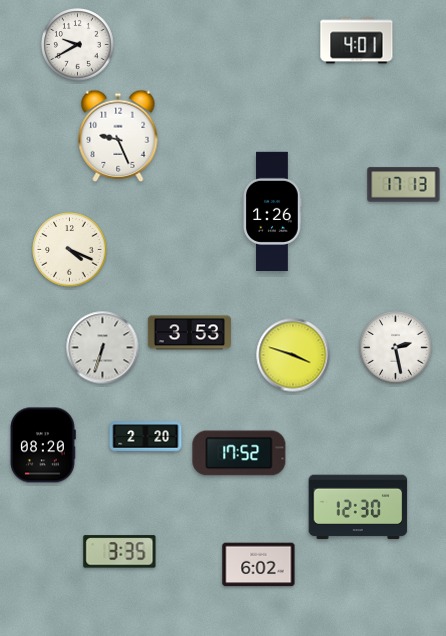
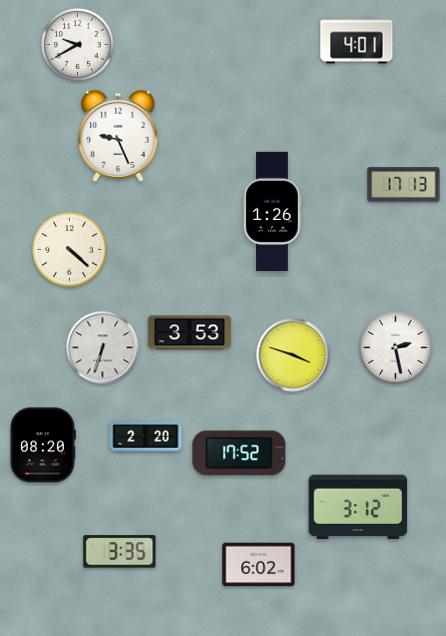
clock at (70, 250): 4:19 -> 4:22
clock at (358, 507): 12:30 -> 3:12
